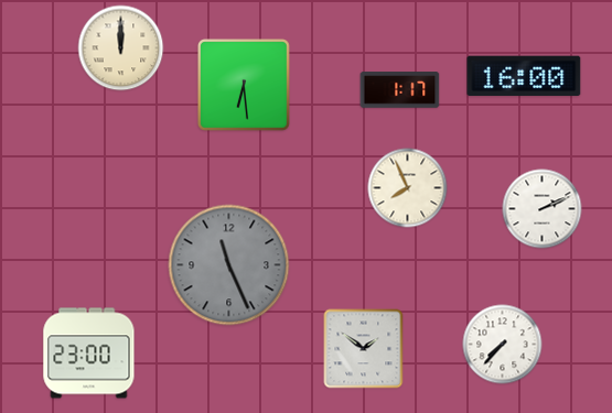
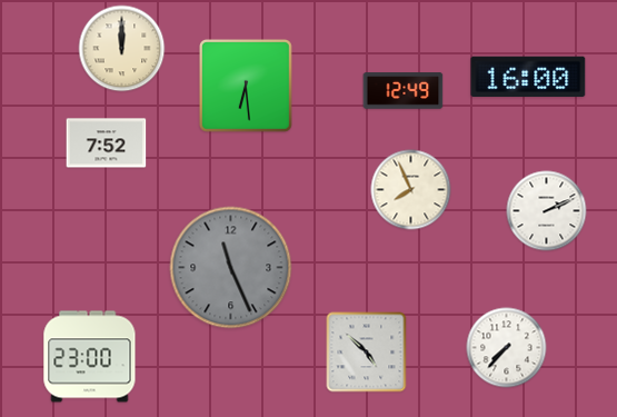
clock at (400, 90): 1:17 -> 12:49
clock at (107, 143): none -> 7:52
clock at (364, 349): 1:51 -> 4:52
